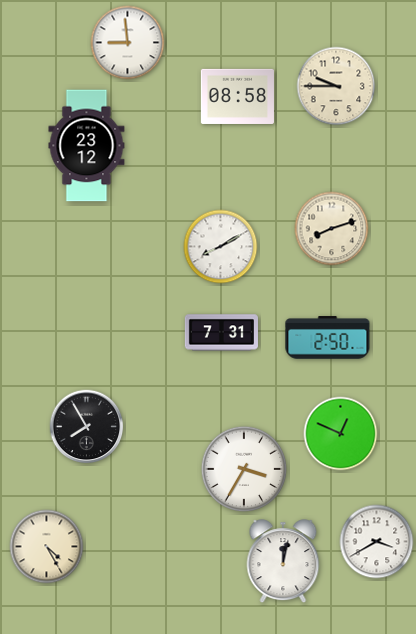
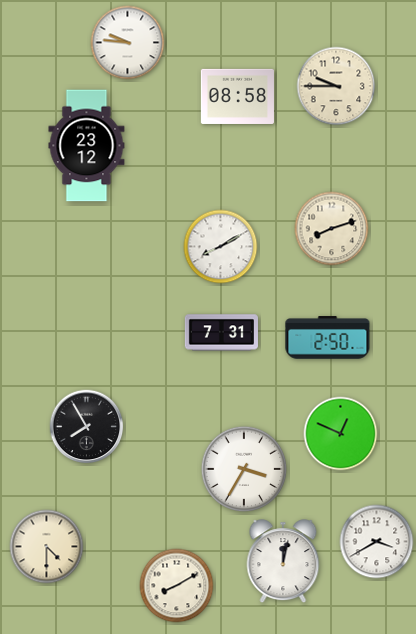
clock at (128, 43): 8:59 -> 9:46
clock at (47, 547): 4:25 -> 4:30
clock at (177, 586): none -> 8:10
